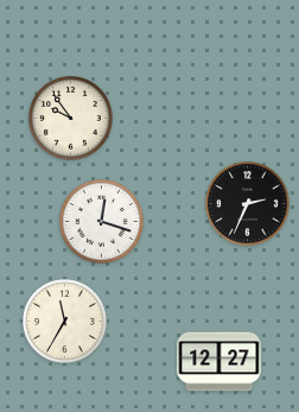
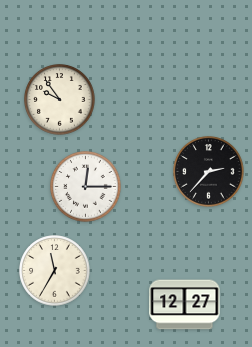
clock at (248, 204): 2:34 -> 2:37
clock at (102, 222): 12:18 -> 12:15
